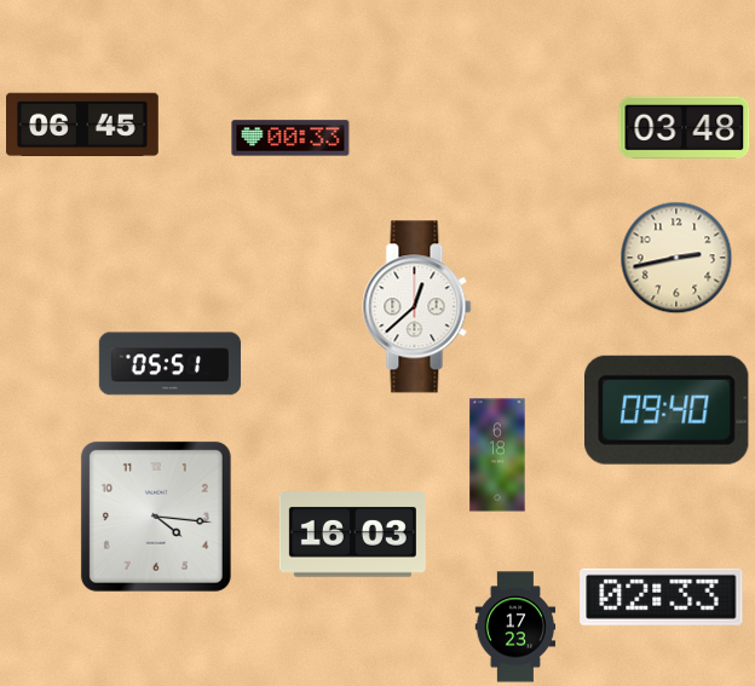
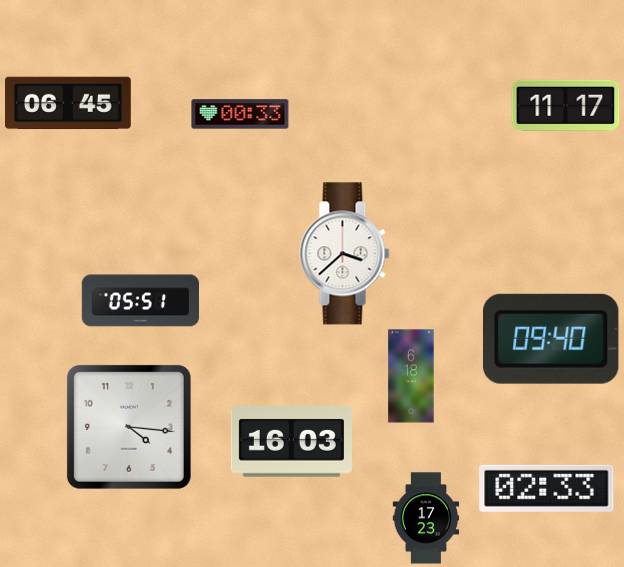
clock at (685, 127): 03:48 -> 11:17
clock at (676, 258): 2:43 -> none
clock at (417, 307): 12:38 -> 3:38
clock at (662, 596) position: (662, 596) -> (547, 488)
